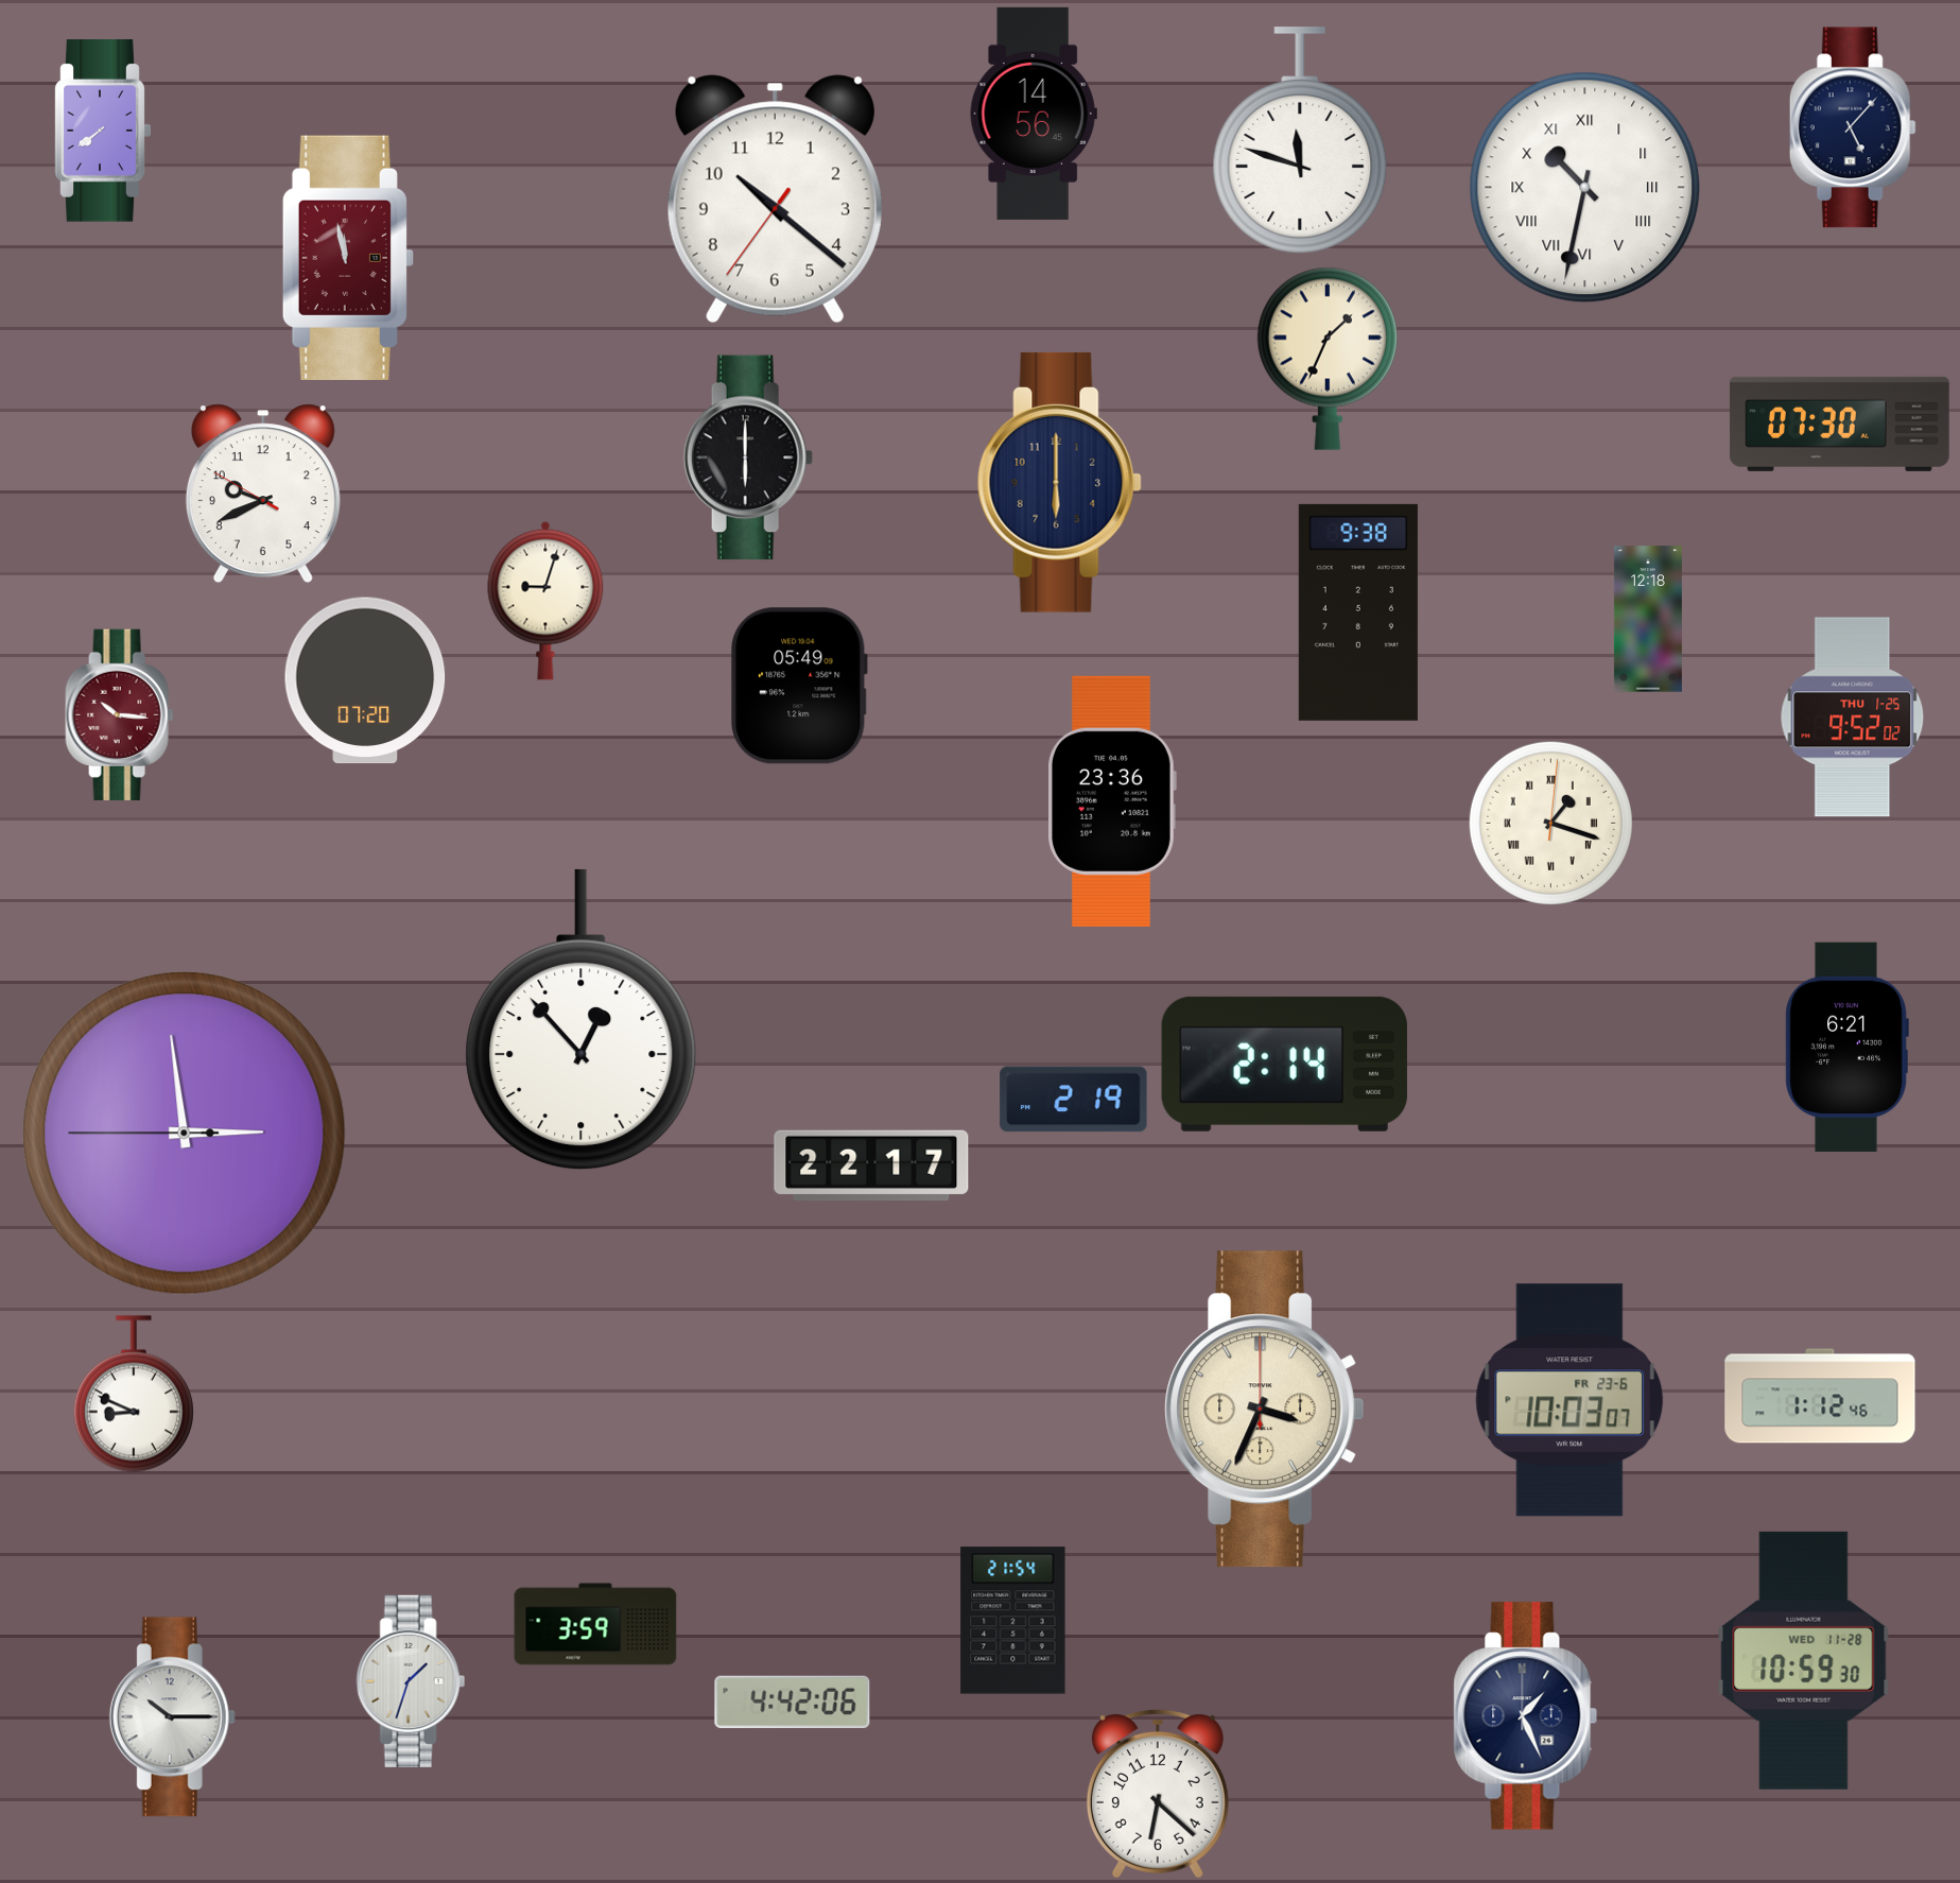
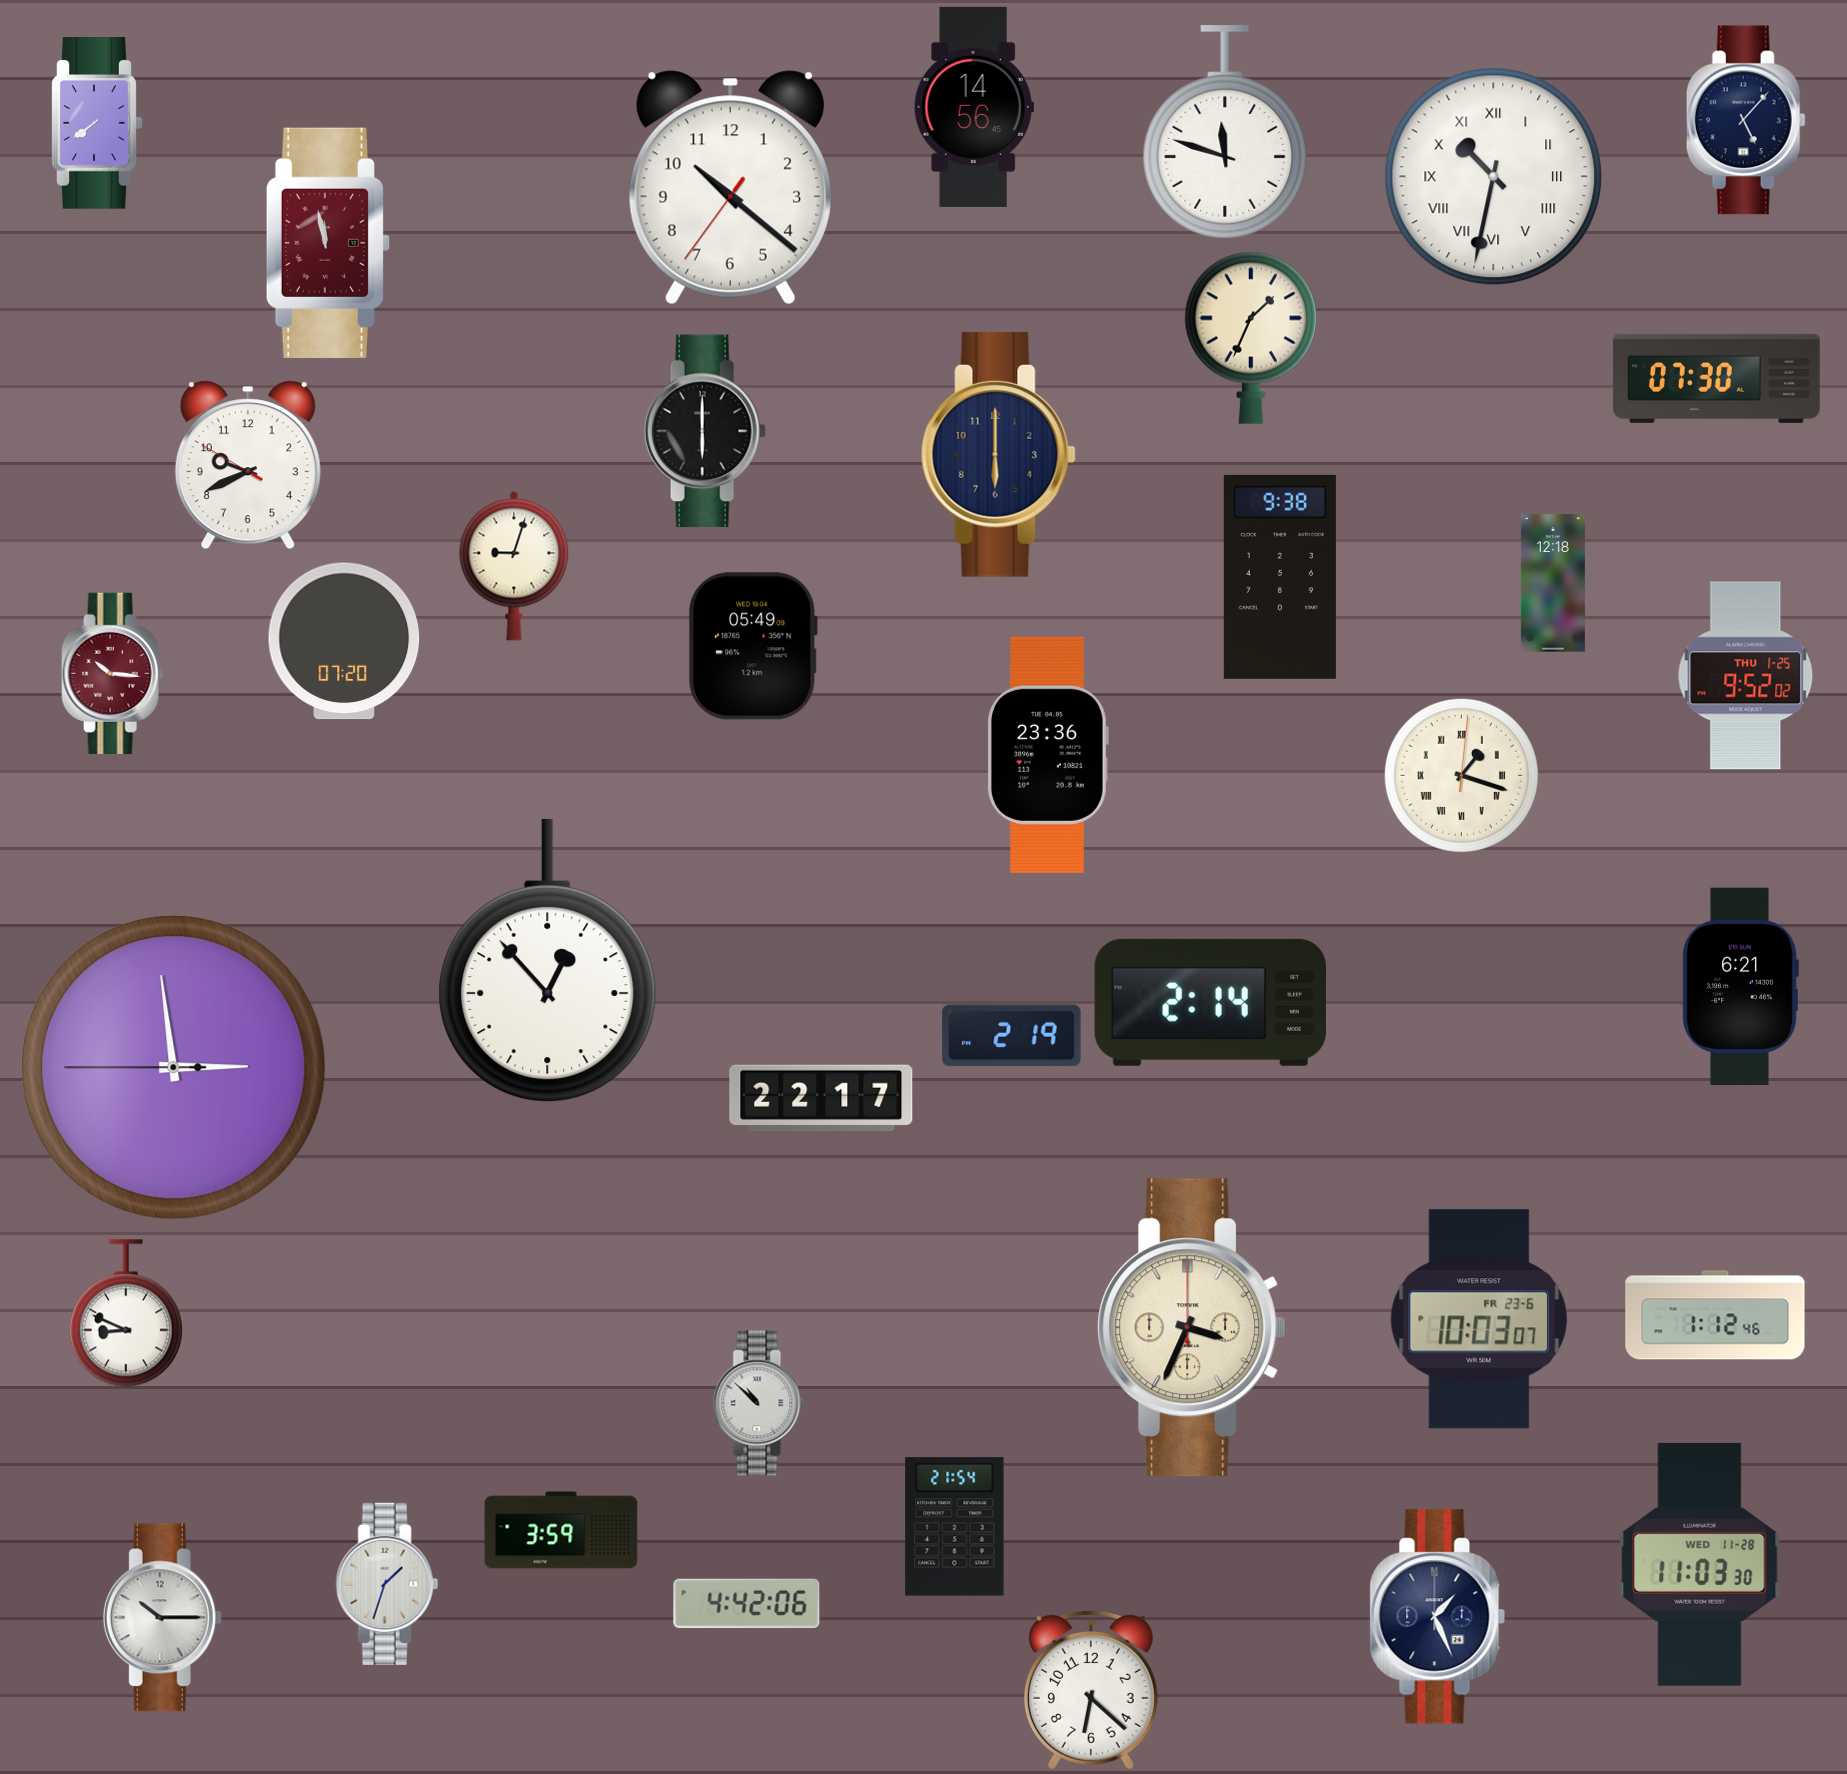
clock at (1839, 424) position: (1839, 424) -> (1716, 378)
clock at (759, 1403): none -> 10:52
clock at (1804, 1660): 10:59 -> 11:03
